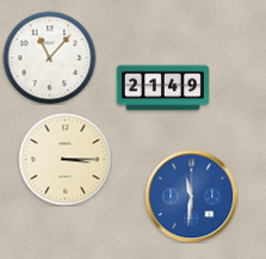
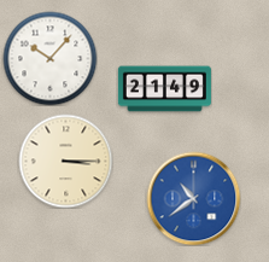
clock at (49, 57): 11:07 -> 10:07
clock at (191, 196): 11:31 -> 10:39
